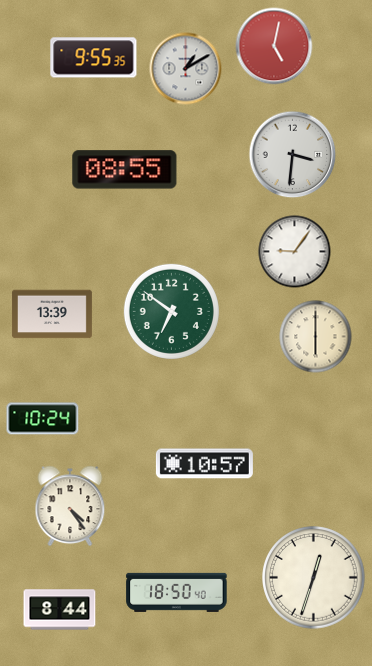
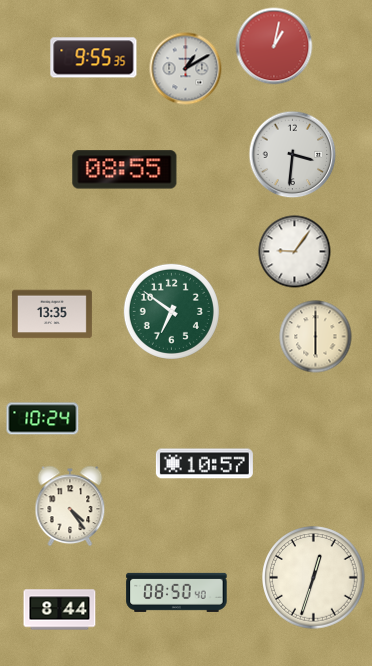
clock at (274, 46): 5:02 -> 1:02
clock at (52, 314): 13:39 -> 13:35
clock at (177, 592): 18:50 -> 08:50
